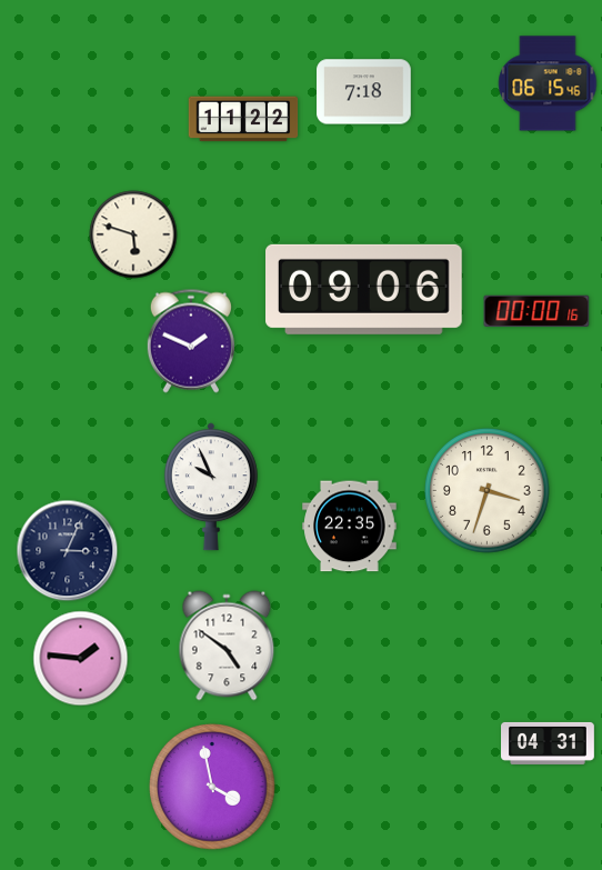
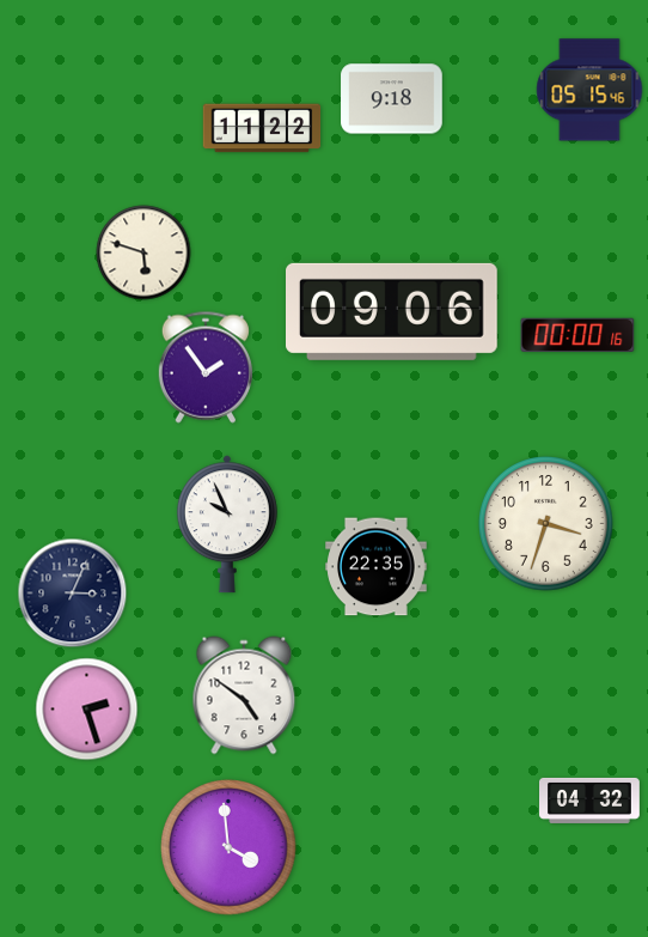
clock at (548, 83): 06:15 -> 05:15
clock at (364, 92): 7:18 -> 9:18
clock at (191, 341): 1:49 -> 1:54
clock at (488, 491) position: (488, 491) -> (546, 524)
clock at (81, 659): 1:46 -> 2:27
clock at (549, 743): 04:31 -> 04:32
clock at (212, 787): 3:58 -> 3:59
